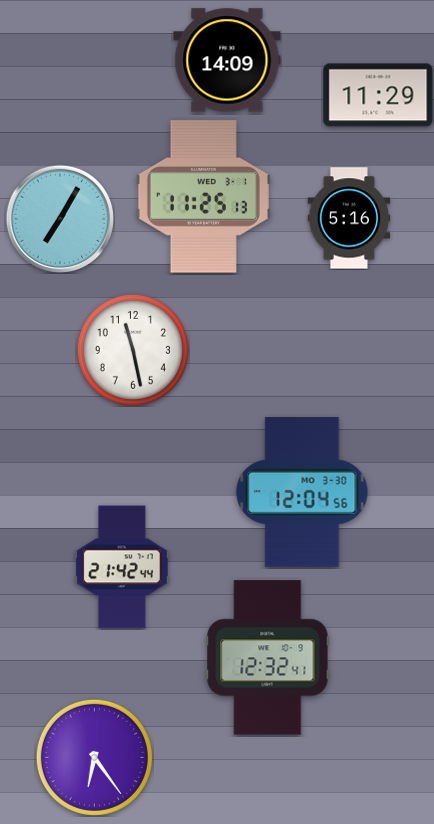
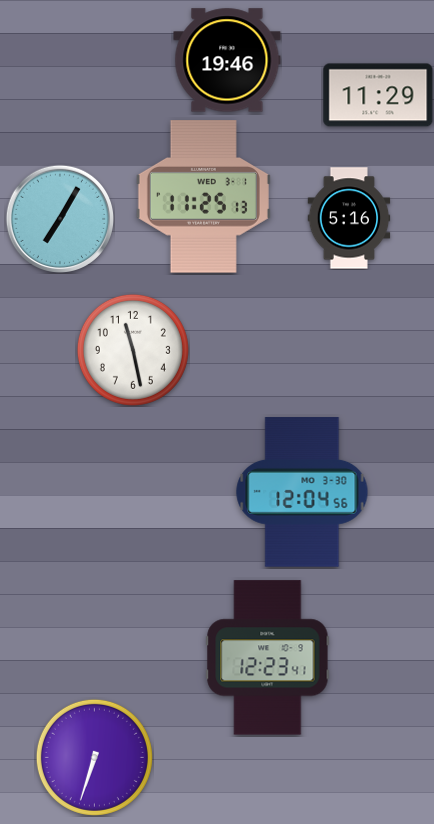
clock at (227, 60): 14:09 -> 19:46
clock at (123, 567): 21:42 -> none
clock at (268, 658): 12:32 -> 12:23
clock at (94, 757): 6:24 -> 6:33
